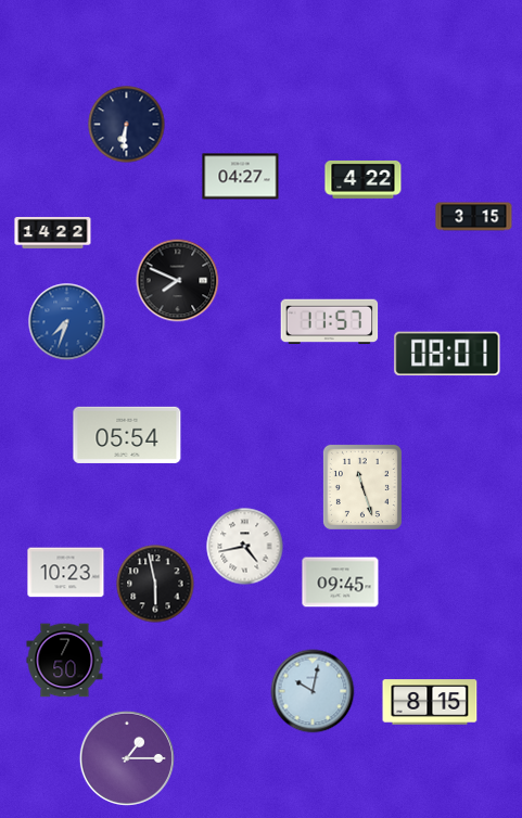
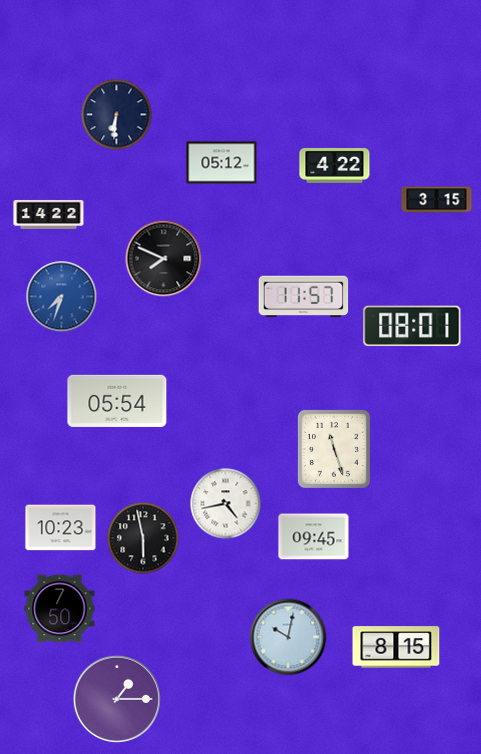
clock at (241, 177): 04:27 -> 05:12
